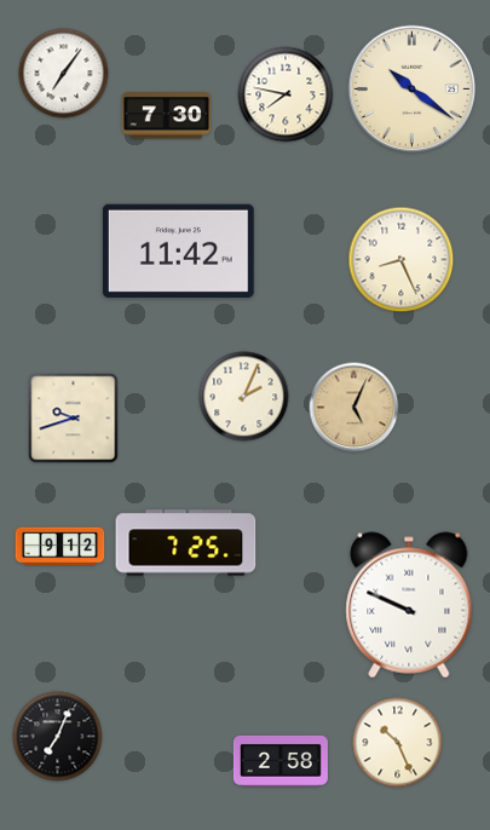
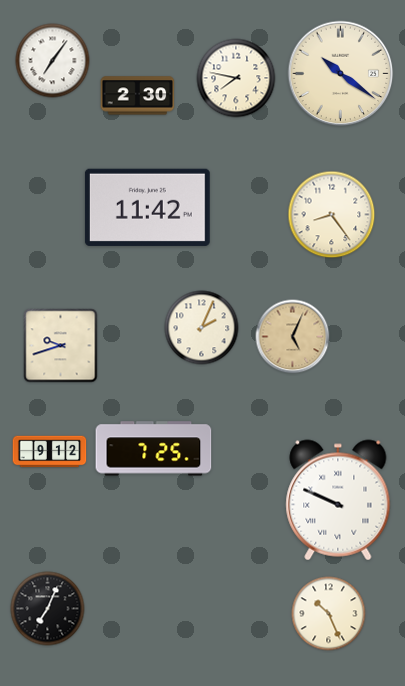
clock at (167, 116): 7:30 -> 2:30
clock at (402, 260): 8:26 -> 8:24
clock at (281, 761): 2:58 -> none
